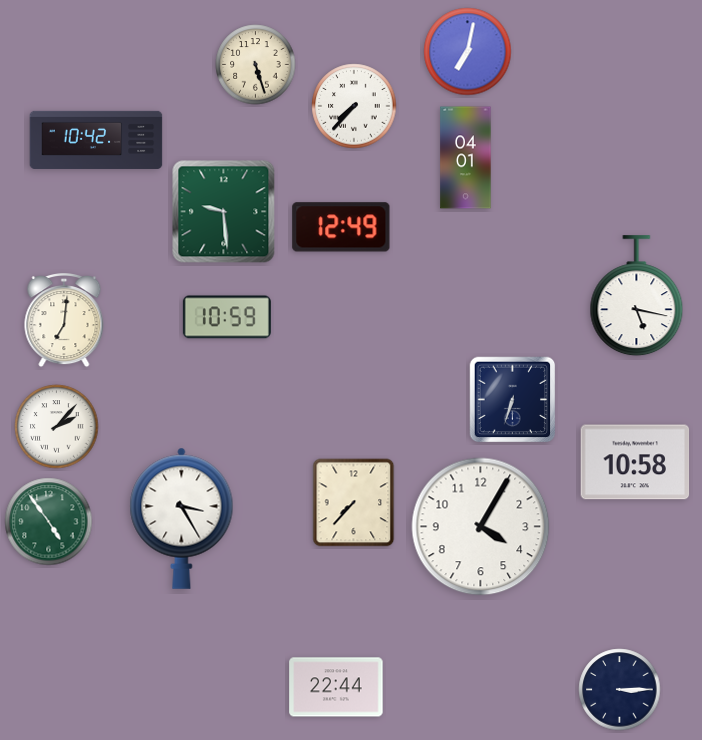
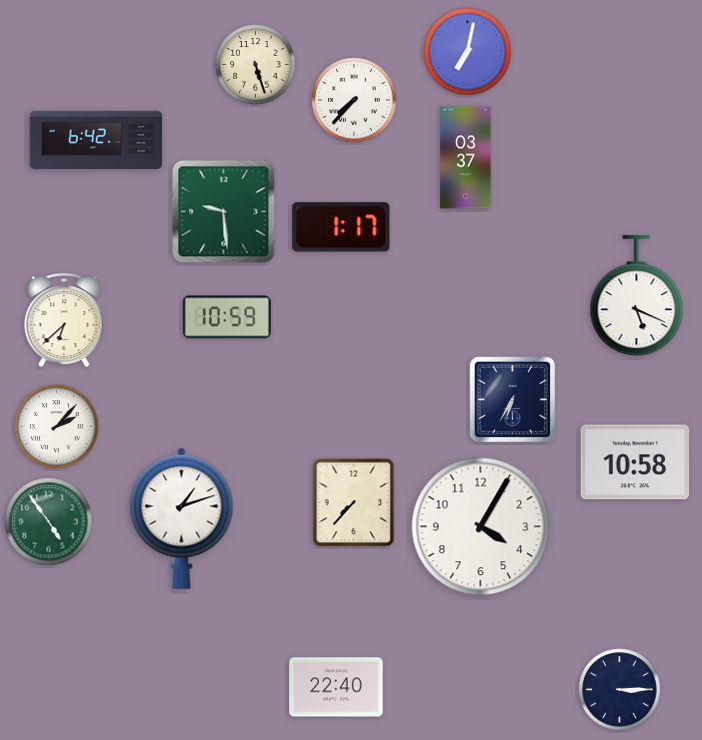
clock at (354, 106) position: (354, 106) -> (354, 100)
clock at (96, 140): 10:42 -> 6:42
clock at (466, 158): 04:01 -> 03:37
clock at (341, 227): 12:49 -> 1:17
clock at (637, 296): 5:17 -> 5:19
clock at (64, 321): 7:01 -> 6:38
clock at (513, 400): 6:33 -> 6:35
clock at (182, 518): 3:25 -> 1:12
clock at (336, 687): 22:44 -> 22:40
